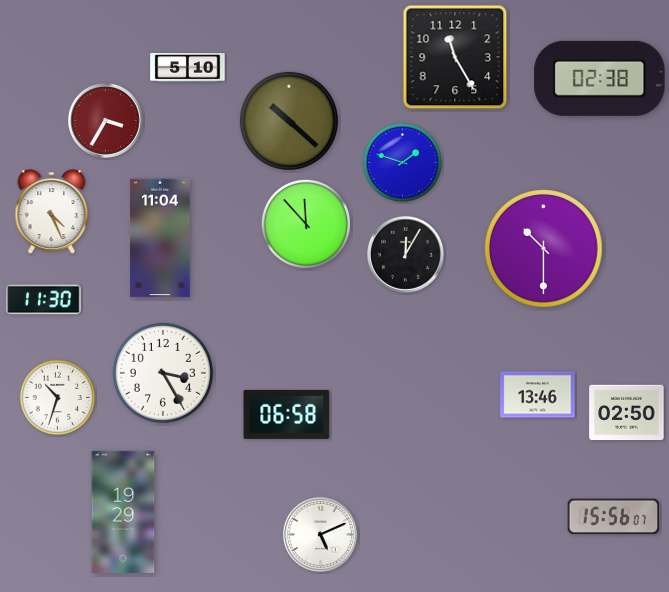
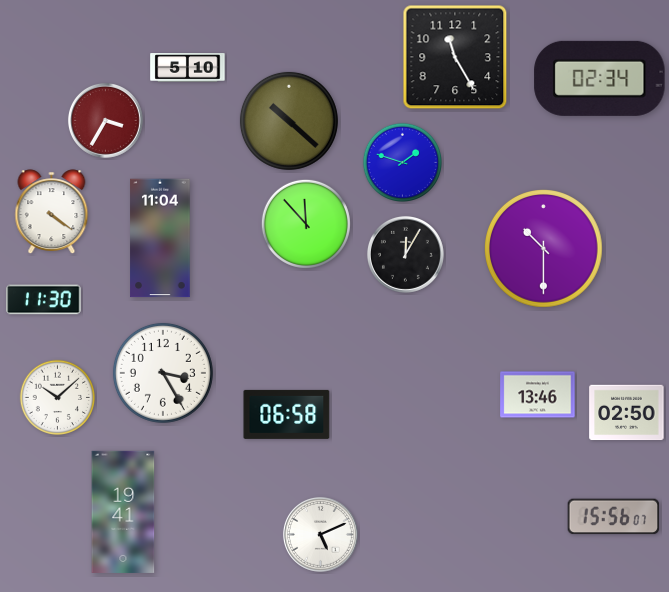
clock at (600, 78): 02:38 -> 02:34
clock at (52, 211): 4:26 -> 4:21
clock at (58, 398): 10:33 -> 10:08
clock at (123, 512): 19:29 -> 19:41
